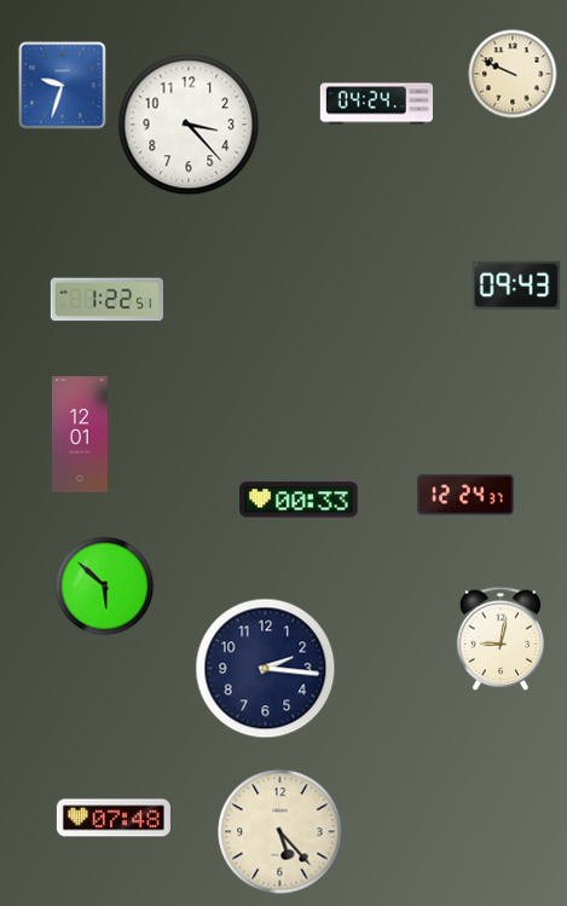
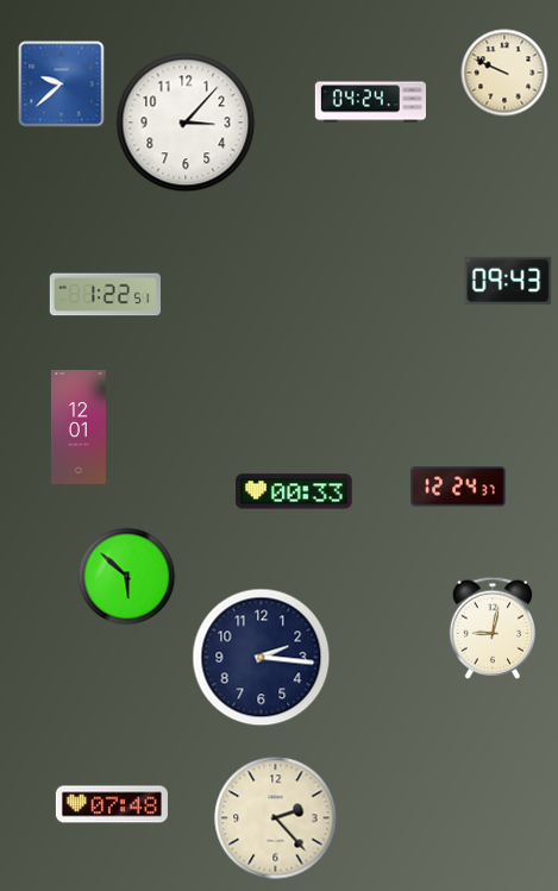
clock at (63, 86): 9:33 -> 9:38
clock at (189, 125): 3:23 -> 3:07
clock at (105, 587) position: (105, 587) -> (127, 577)
clock at (280, 832): 5:23 -> 2:23
